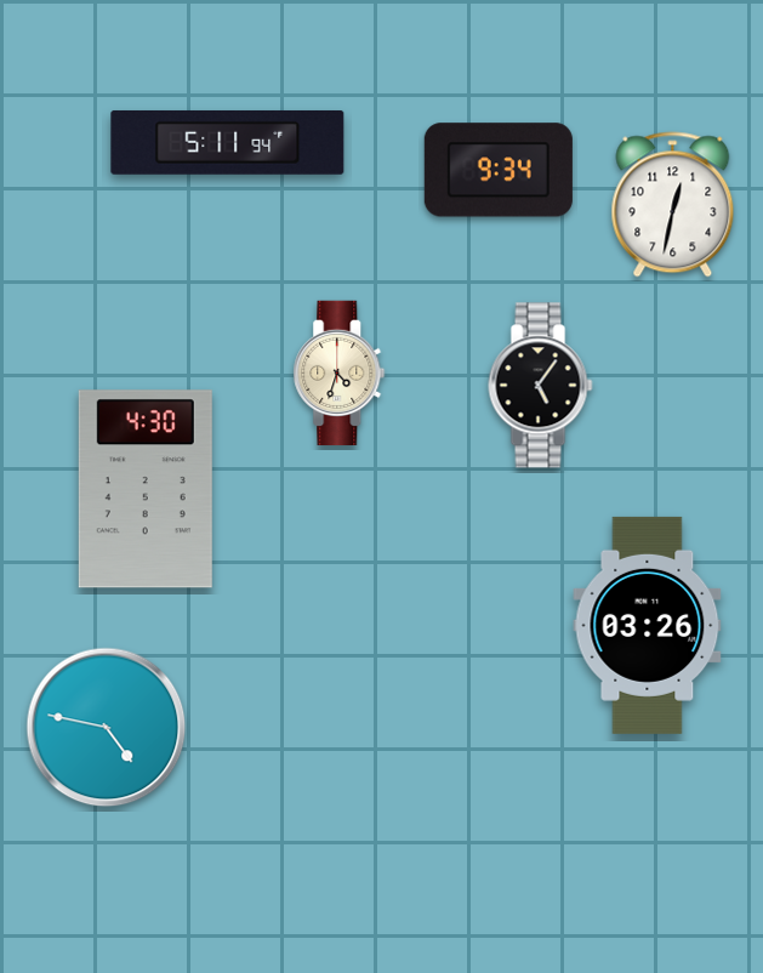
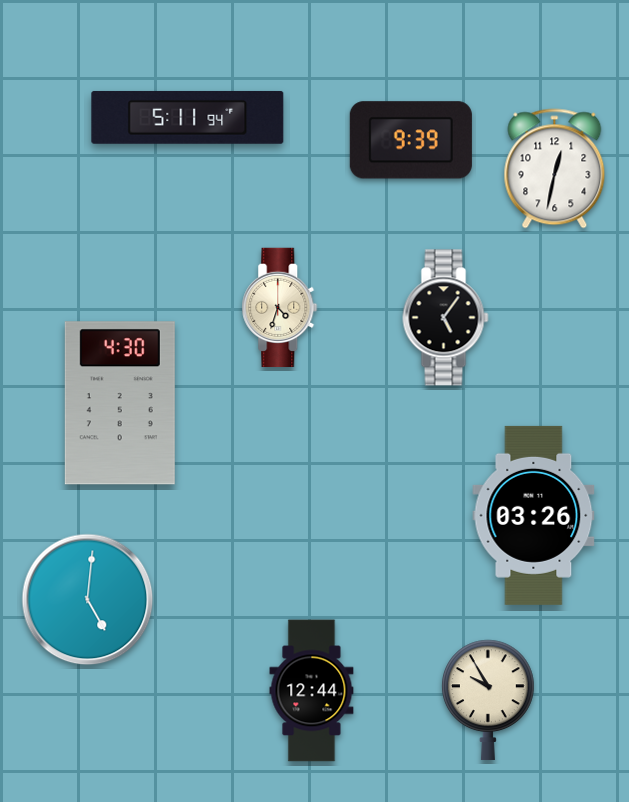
clock at (499, 170): 9:34 -> 9:39
clock at (107, 728): 4:47 -> 5:01
clock at (312, 691): none -> 12:44
clock at (489, 700): none -> 9:55
